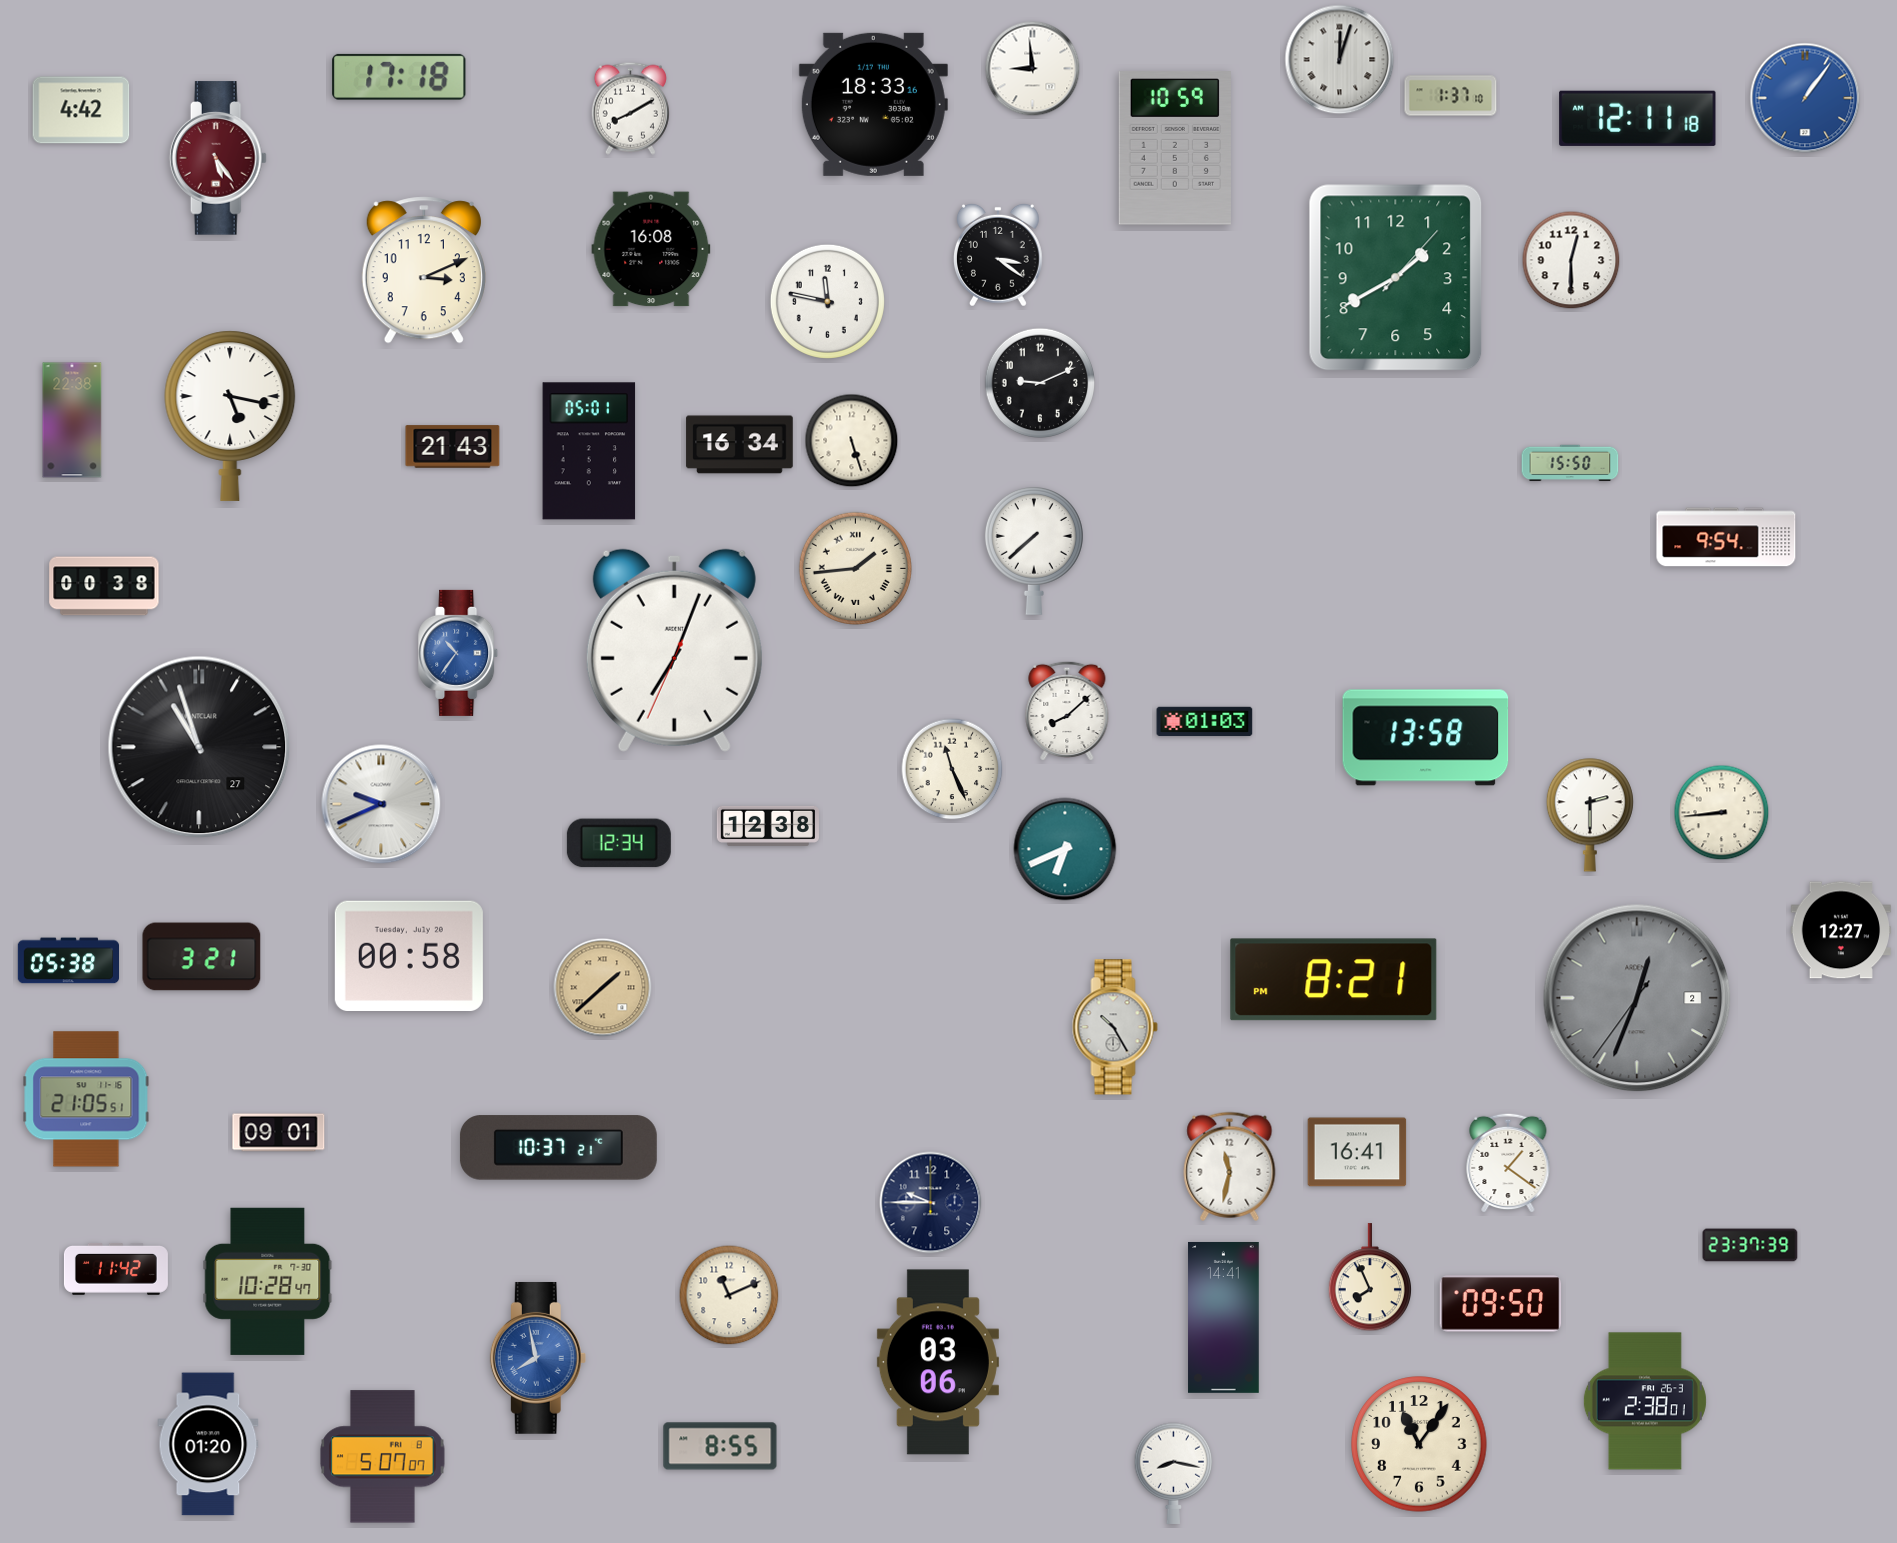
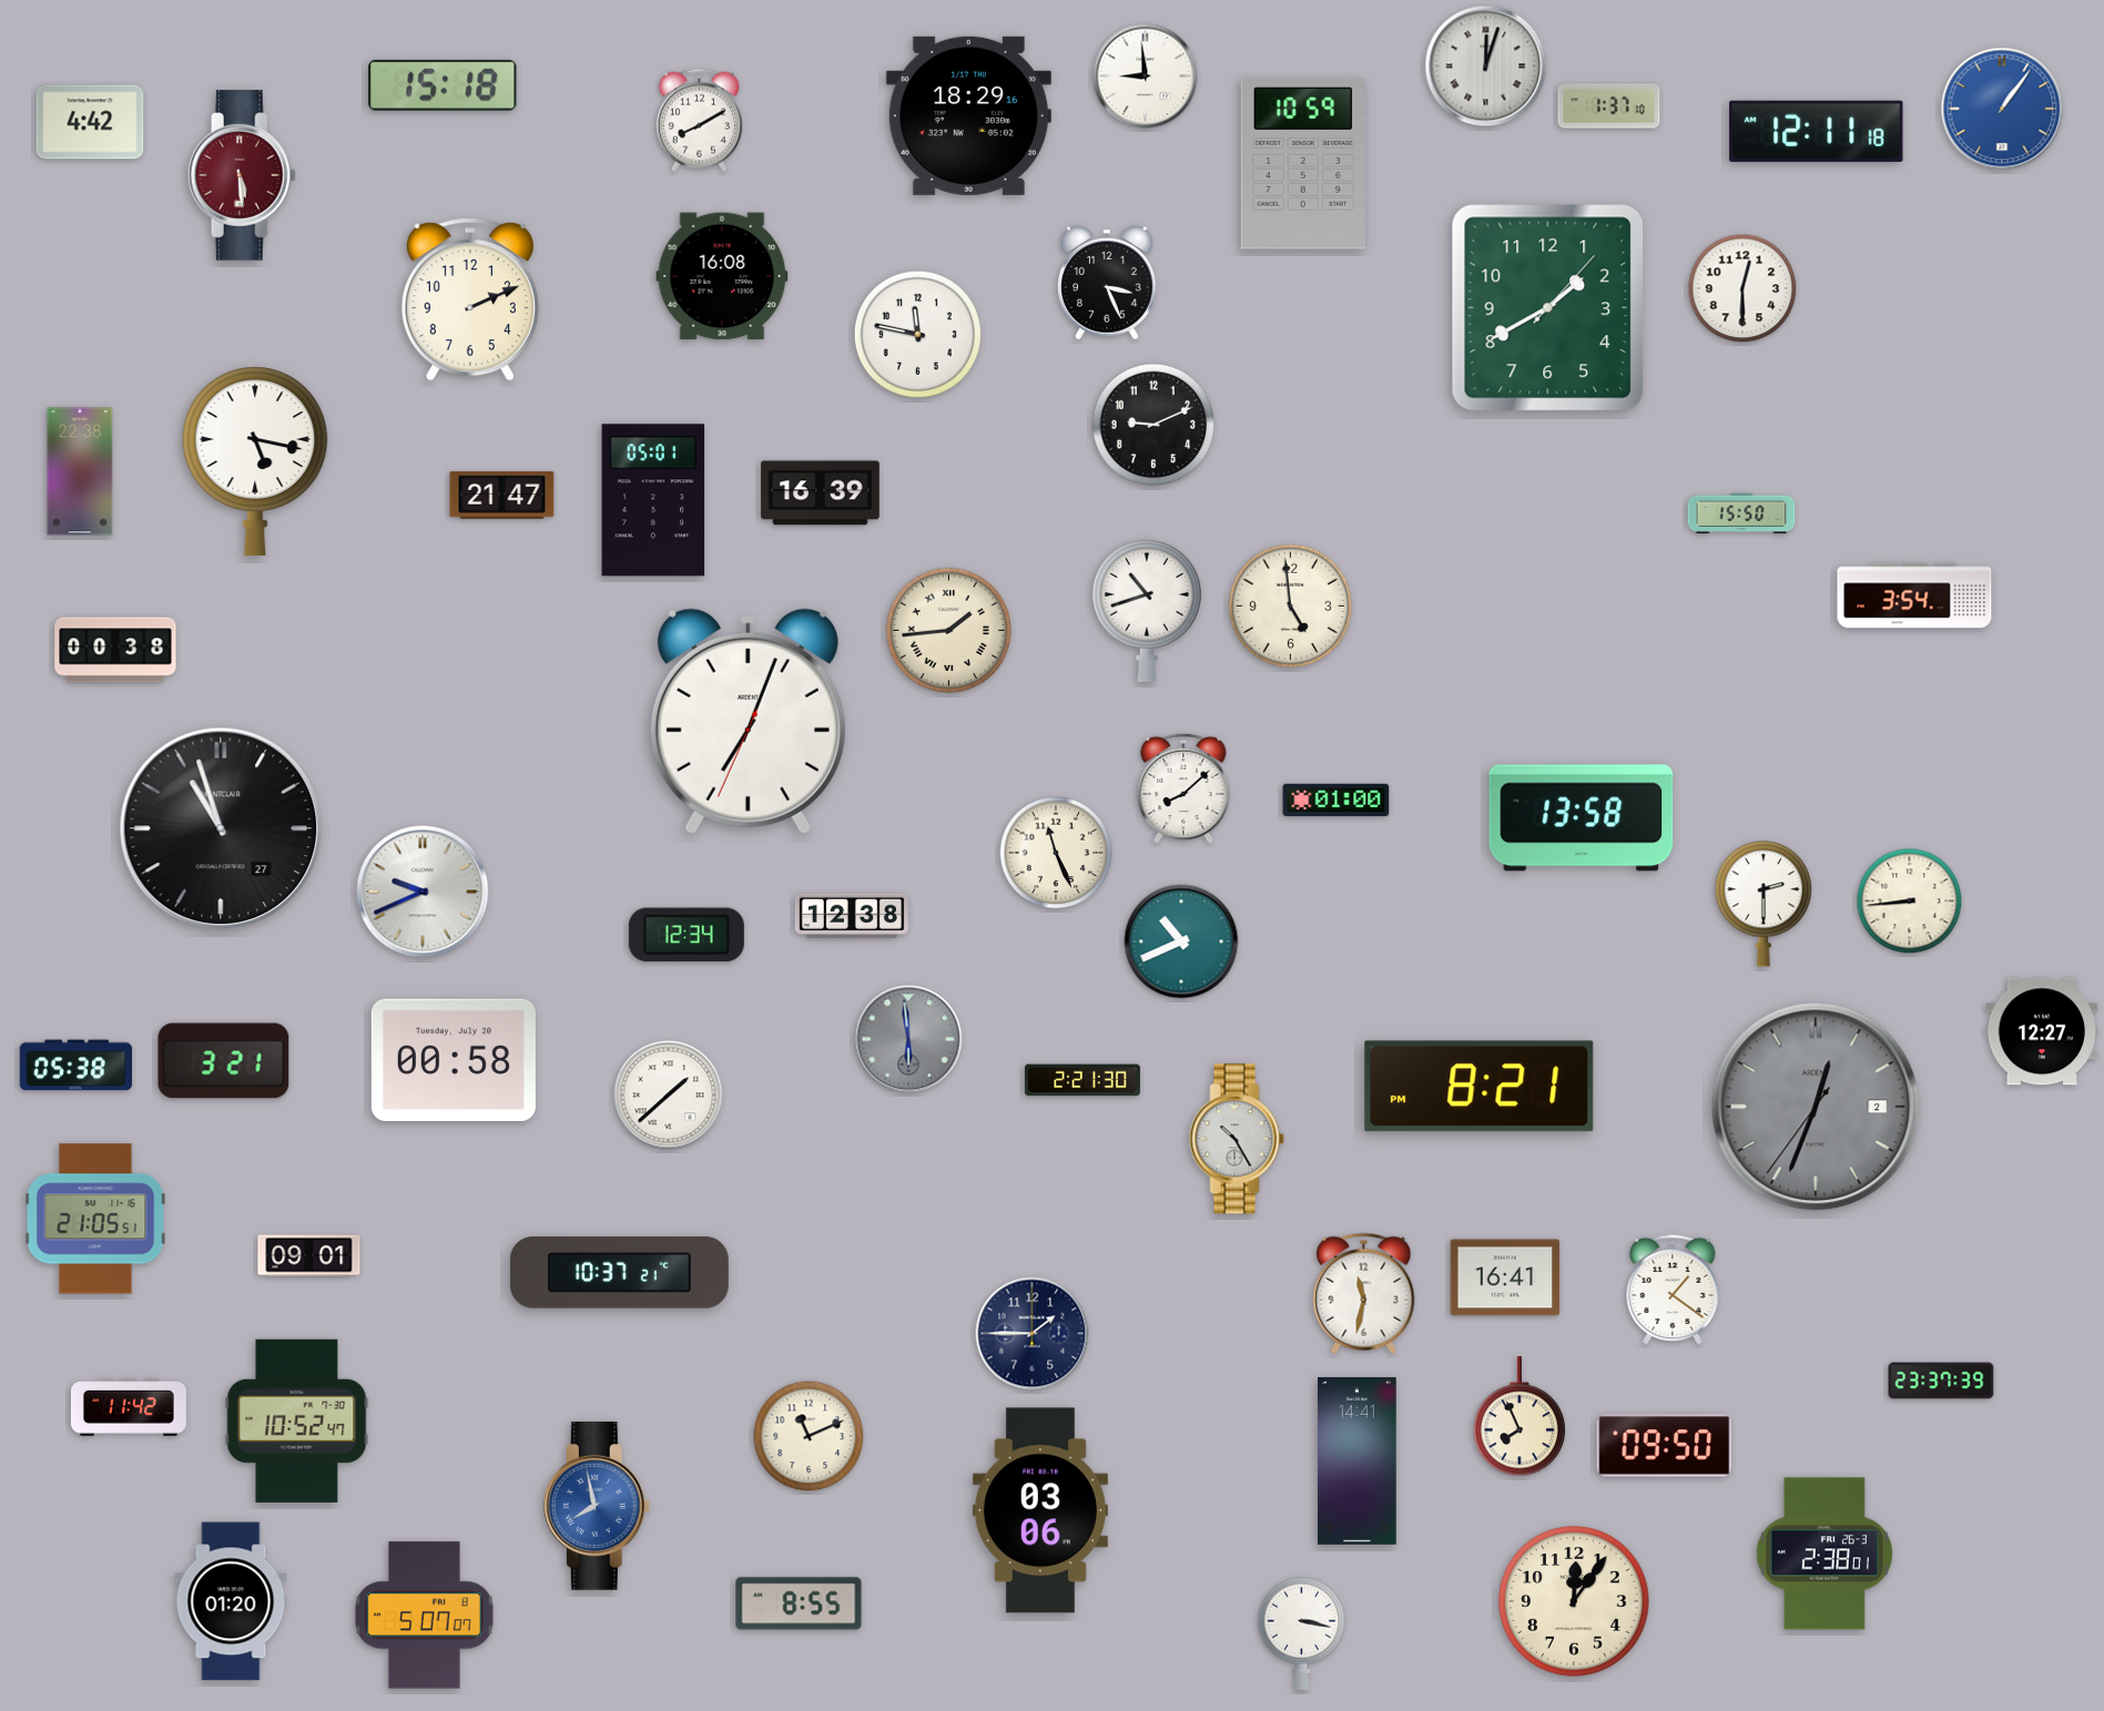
clock at (399, 77): 17:18 -> 15:18
clock at (873, 104): 18:33 -> 18:29
clock at (218, 158): 5:24 -> 5:29
clock at (998, 255): 3:21 -> 3:26
clock at (424, 270): 3:11 -> 2:11
clock at (72, 420) position: (72, 420) -> (80, 471)
clock at (852, 441): 5:27 -> none
clock at (740, 445): 16:34 -> 16:39
clock at (453, 447): 21:43 -> 21:47
clock at (1726, 537): 9:54 -> 3:54
clock at (1290, 605): none -> 4:59
clock at (1034, 550): 7:38 -> 10:42
clock at (459, 653): 10:36 -> none
clock at (1205, 722): 01:03 -> 01:00
clock at (1065, 849): 6:41 -> 10:41
clock at (908, 1039): none -> 5:59
clock at (1083, 1080): none -> 2:21
clock at (603, 988) dial: champagne -> white
clock at (931, 1203): 9:45 -> 1:45
clock at (268, 1281): 10:28 -> 10:52
clock at (1419, 1444): 11:06 -> 12:06
clock at (1174, 1473): 8:17 -> 3:17
